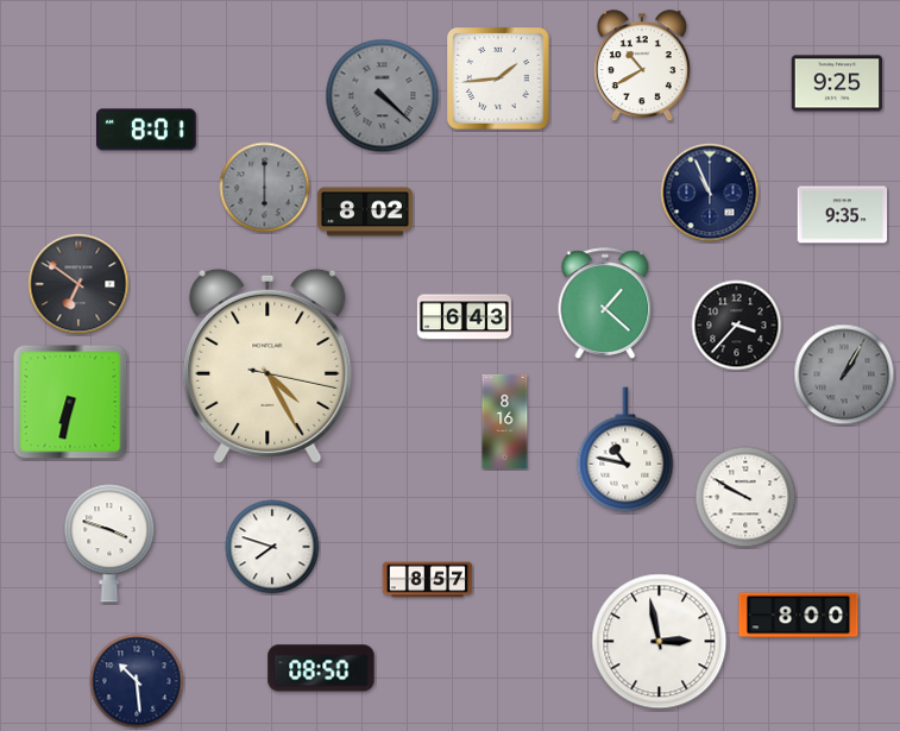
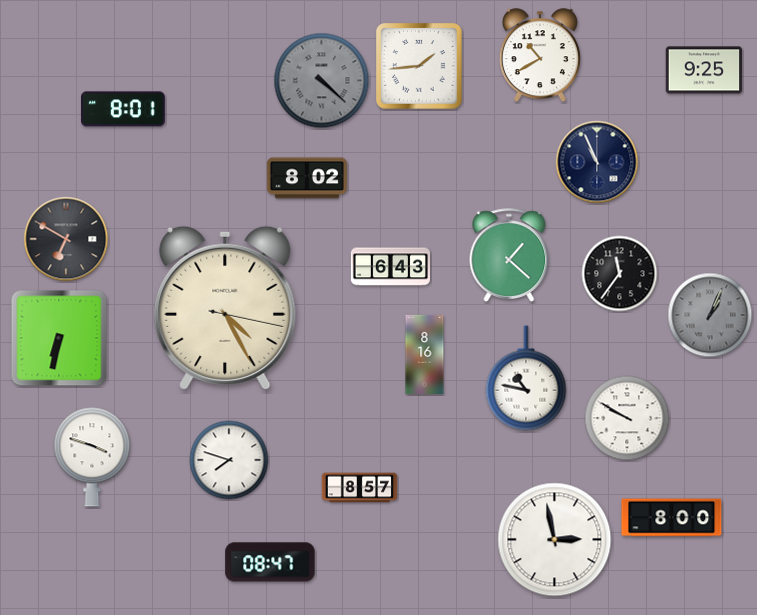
clock at (265, 188): 6:00 -> none
clock at (843, 215): 9:35 -> none
clock at (78, 284): 6:51 -> 6:50
clock at (737, 326): 3:37 -> 11:36
clock at (844, 374): 1:05 -> 1:04
clock at (321, 668): 08:50 -> 08:47
clock at (137, 681): 10:29 -> none
